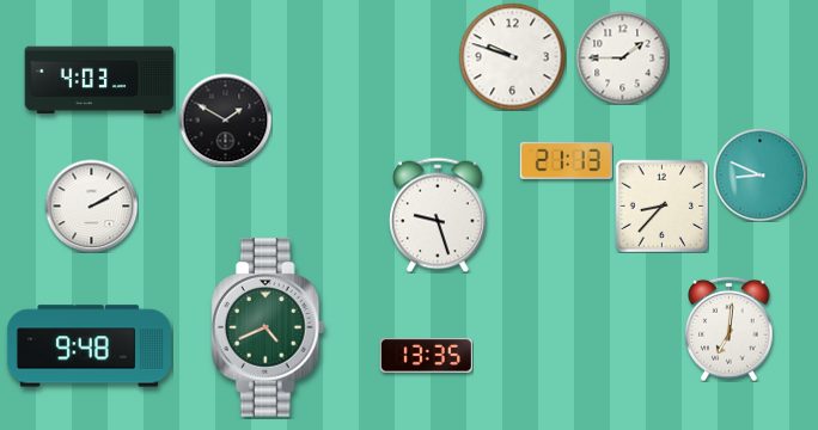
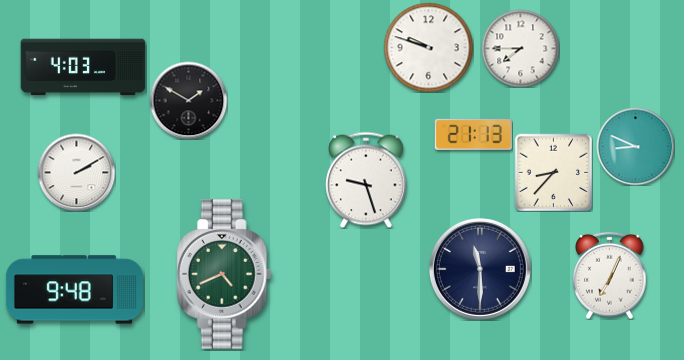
clock at (622, 57): 1:45 -> 7:45
clock at (480, 269): none -> 11:30
clock at (730, 328): 7:01 -> 7:04
clock at (426, 356): 13:35 -> none
